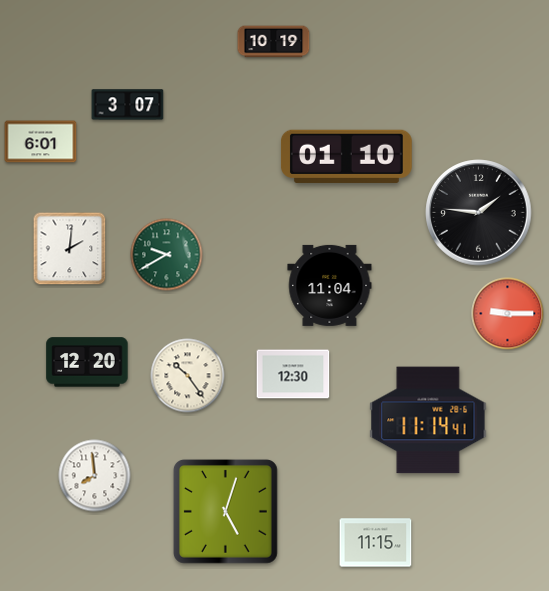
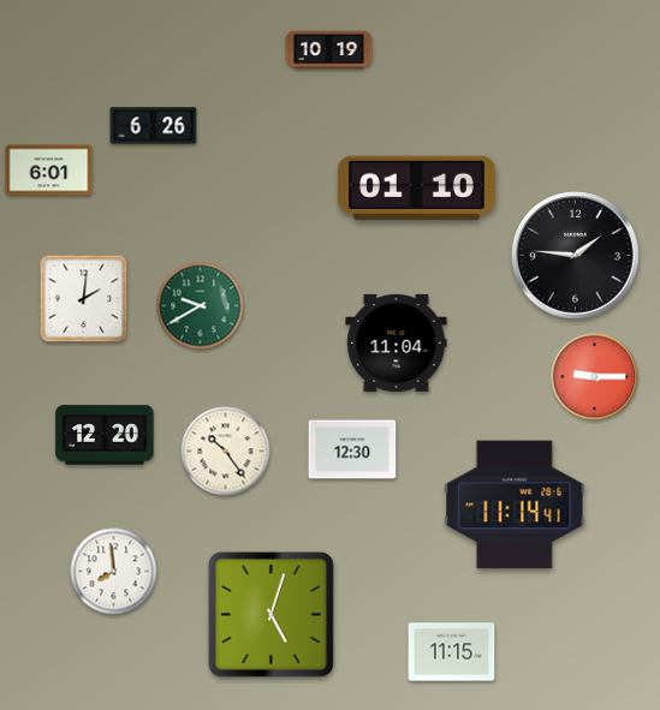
clock at (128, 105): 3:07 -> 6:26
clock at (508, 314) position: (508, 314) -> (595, 377)
